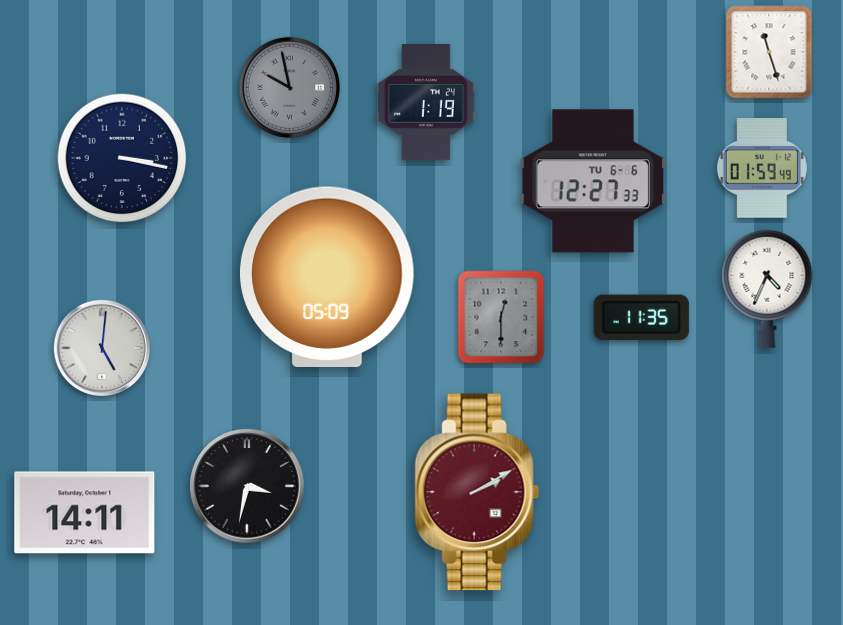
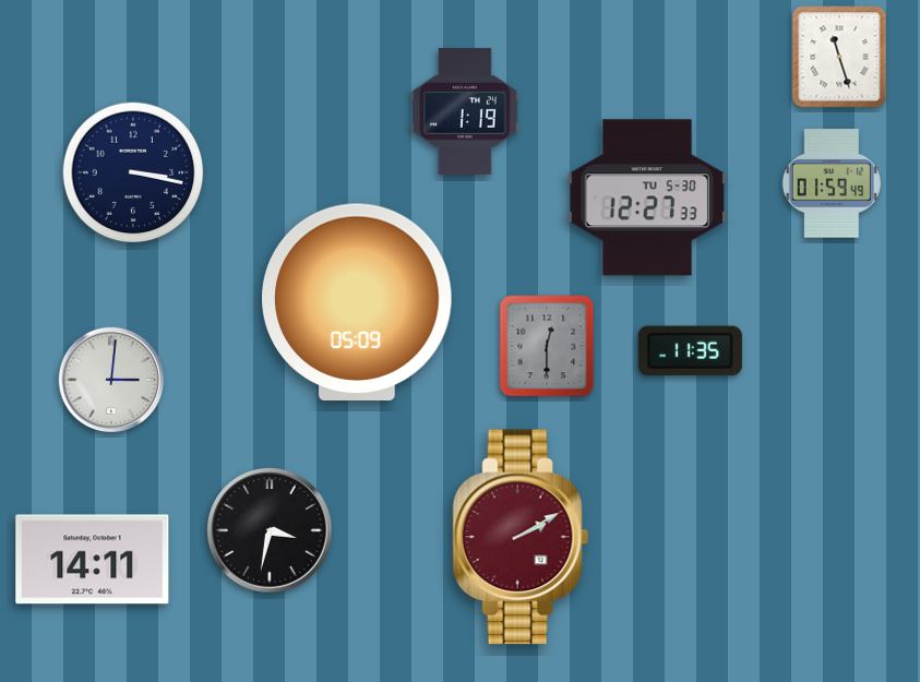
clock at (289, 87): 9:58 -> none
clock at (592, 181) date: TU 6-6 -> TU 5-30
clock at (767, 289): 4:34 -> none
clock at (641, 318) position: (641, 318) -> (690, 351)
clock at (101, 347): 5:01 -> 3:01
